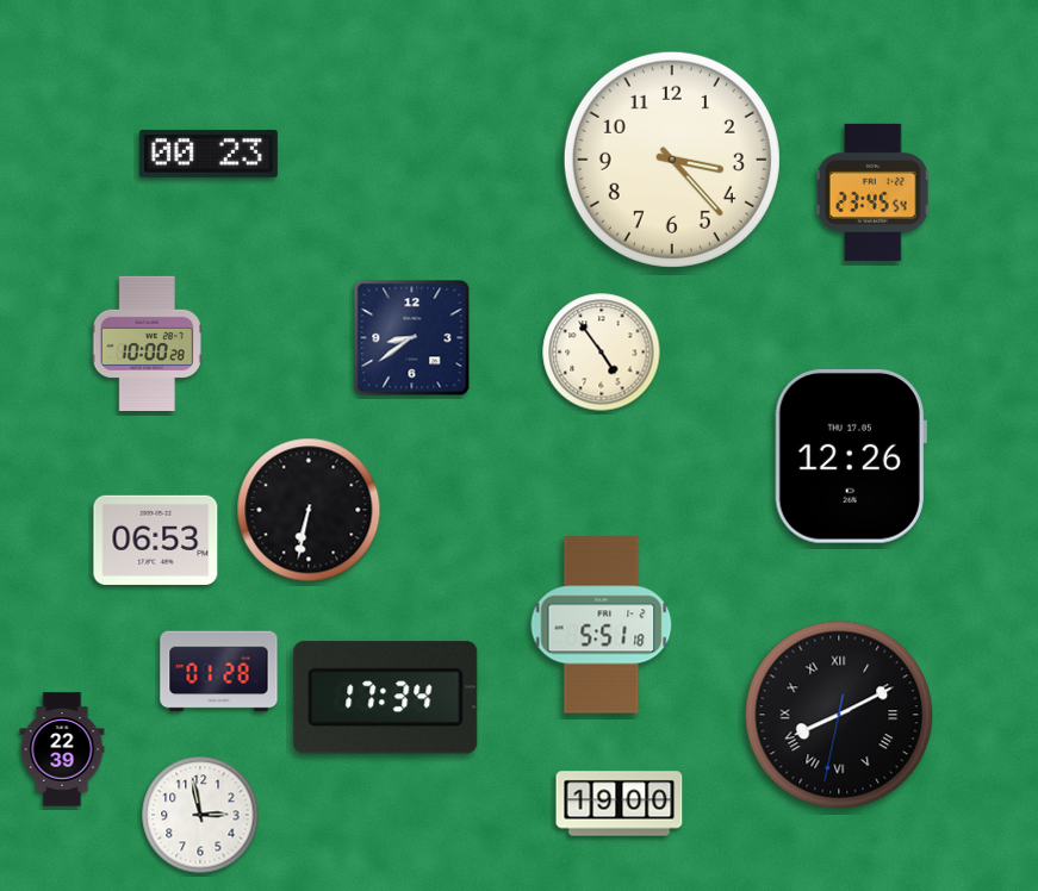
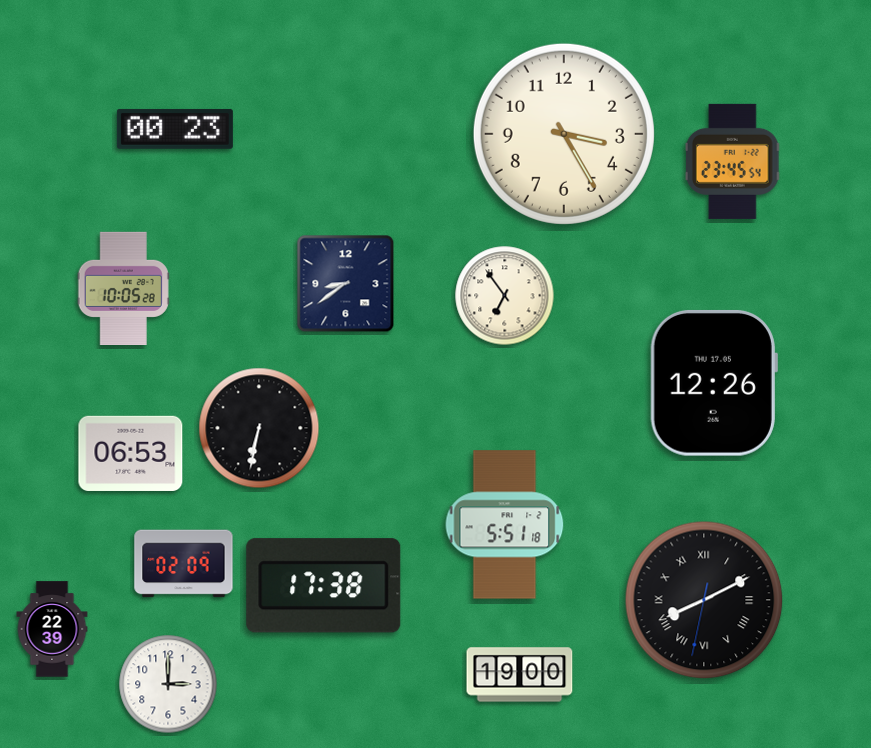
clock at (672, 160): 3:23 -> 3:25
clock at (147, 343): 10:00 -> 10:05
clock at (602, 353): 4:54 -> 6:54
clock at (219, 672): 01:28 -> 02:09
clock at (386, 698): 17:34 -> 17:38
clock at (200, 815): 2:58 -> 3:00
